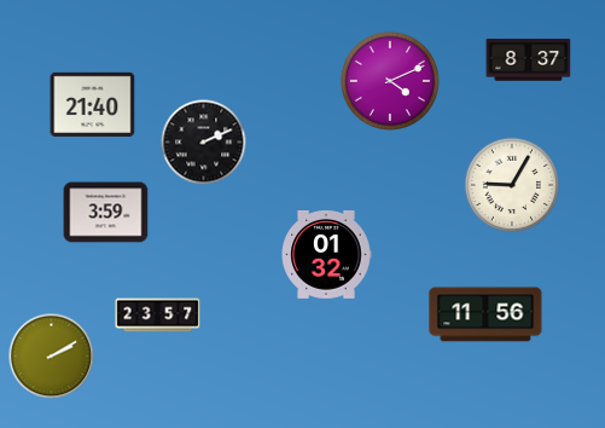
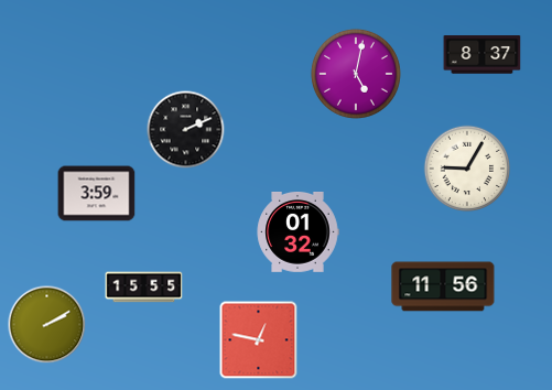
clock at (390, 81): 4:11 -> 5:02
clock at (93, 104): 21:40 -> none
clock at (158, 316): 23:57 -> 15:55
clock at (259, 340): none -> 12:47
